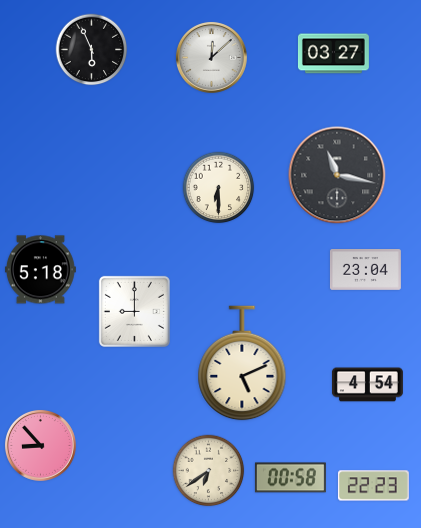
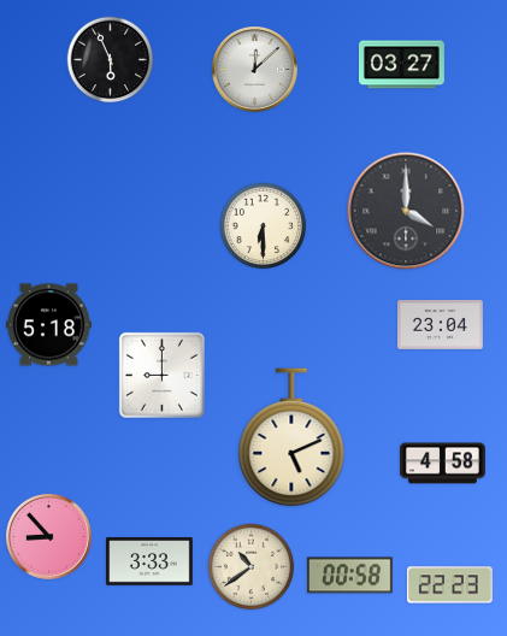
clock at (337, 175): 11:17 -> 4:00
clock at (367, 385): 4:54 -> 4:58
clock at (149, 561): none -> 3:33
clock at (209, 471): 6:39 -> 10:39
